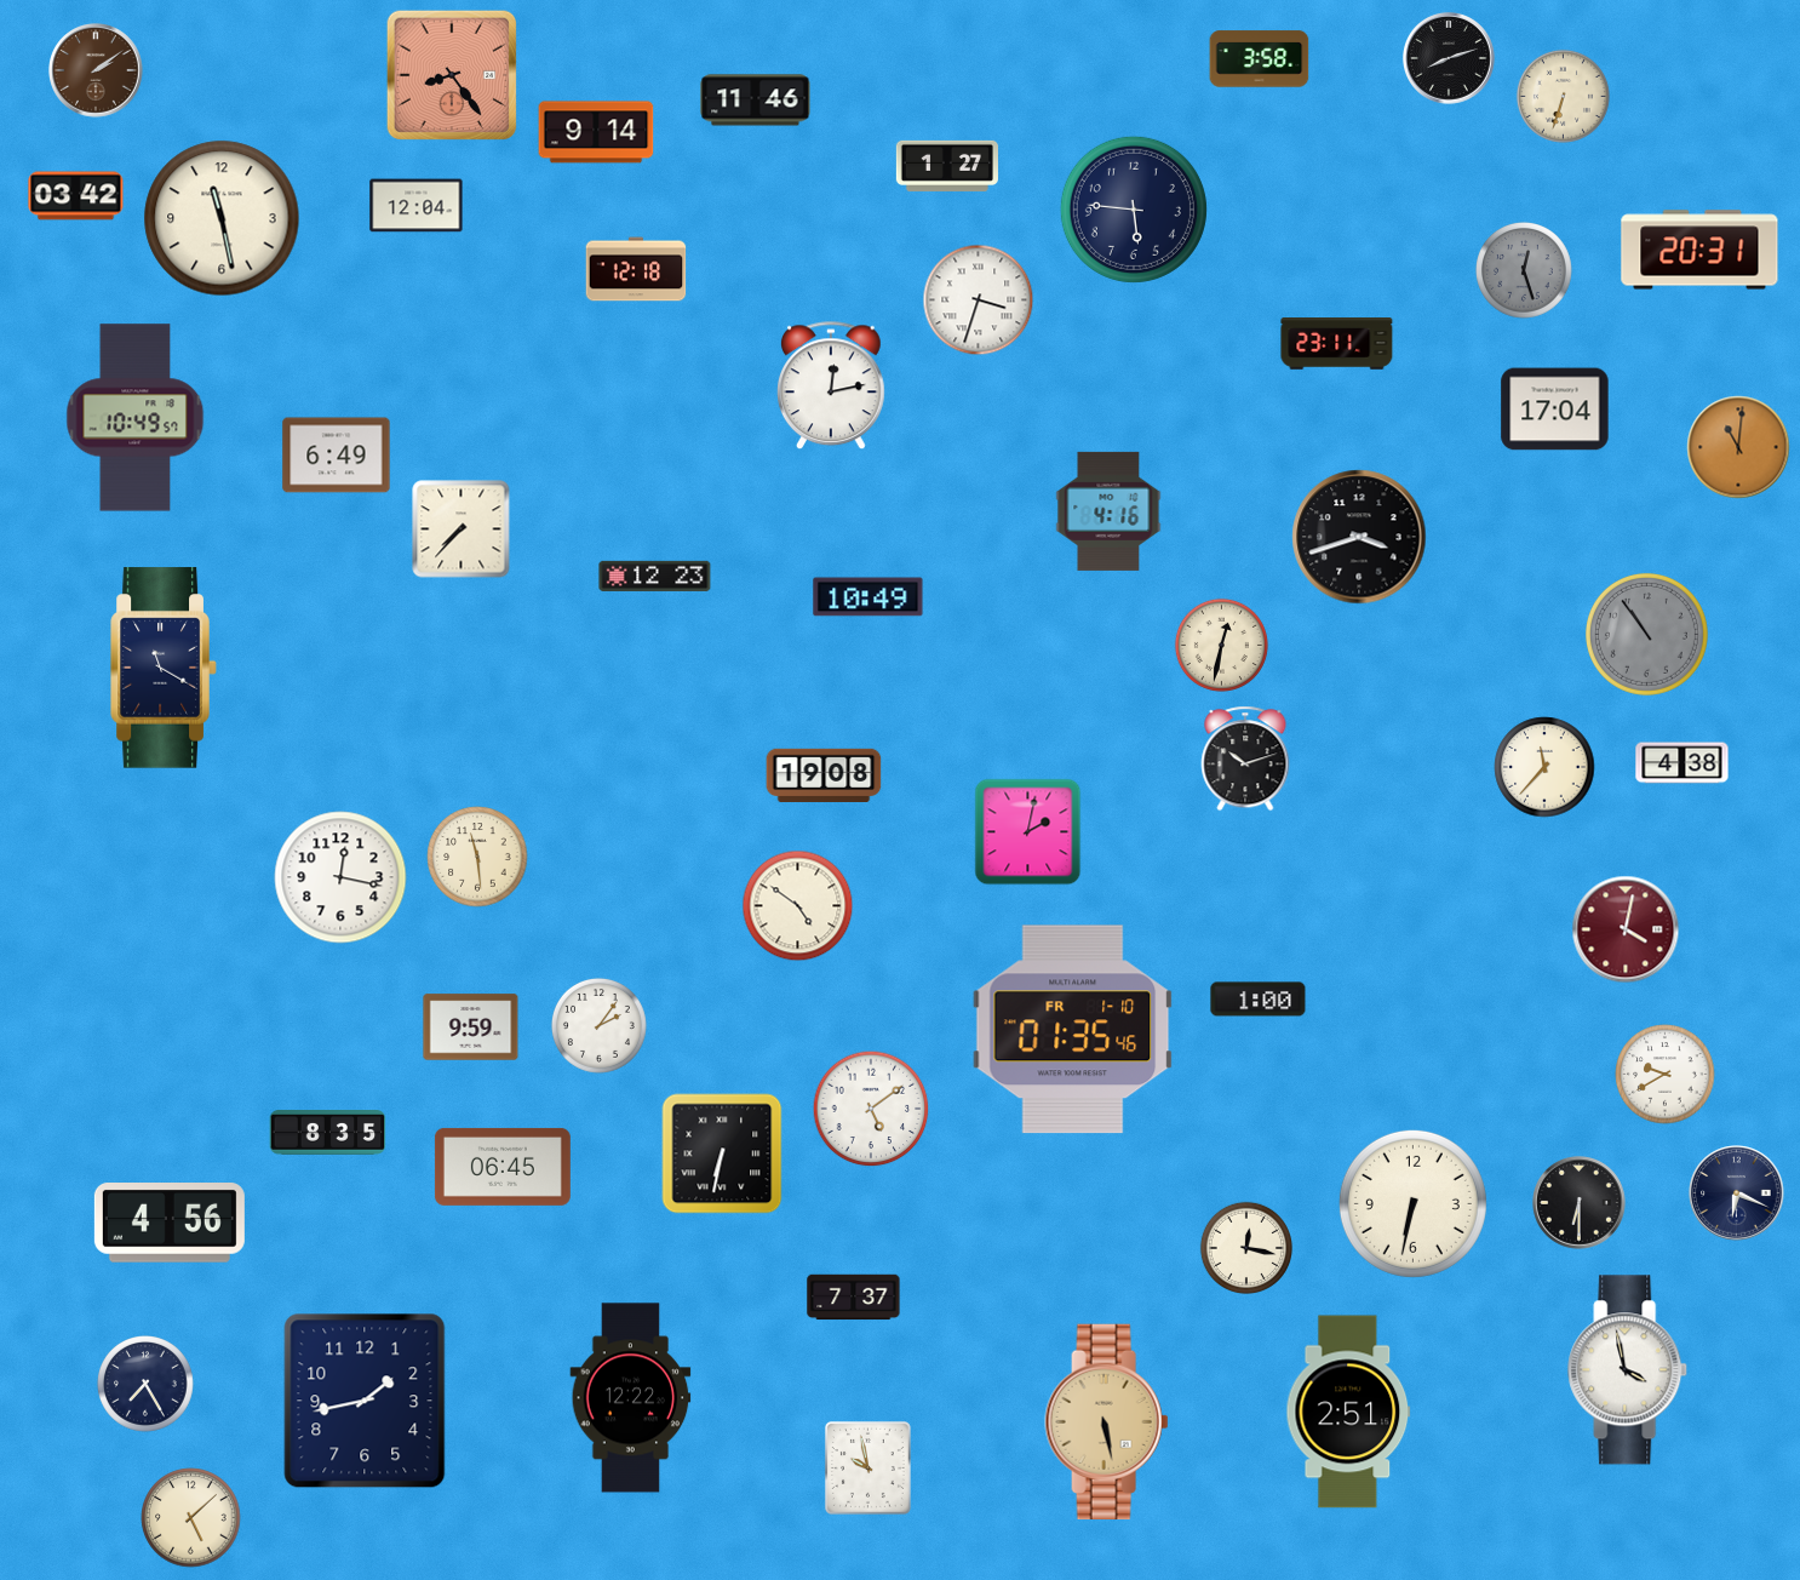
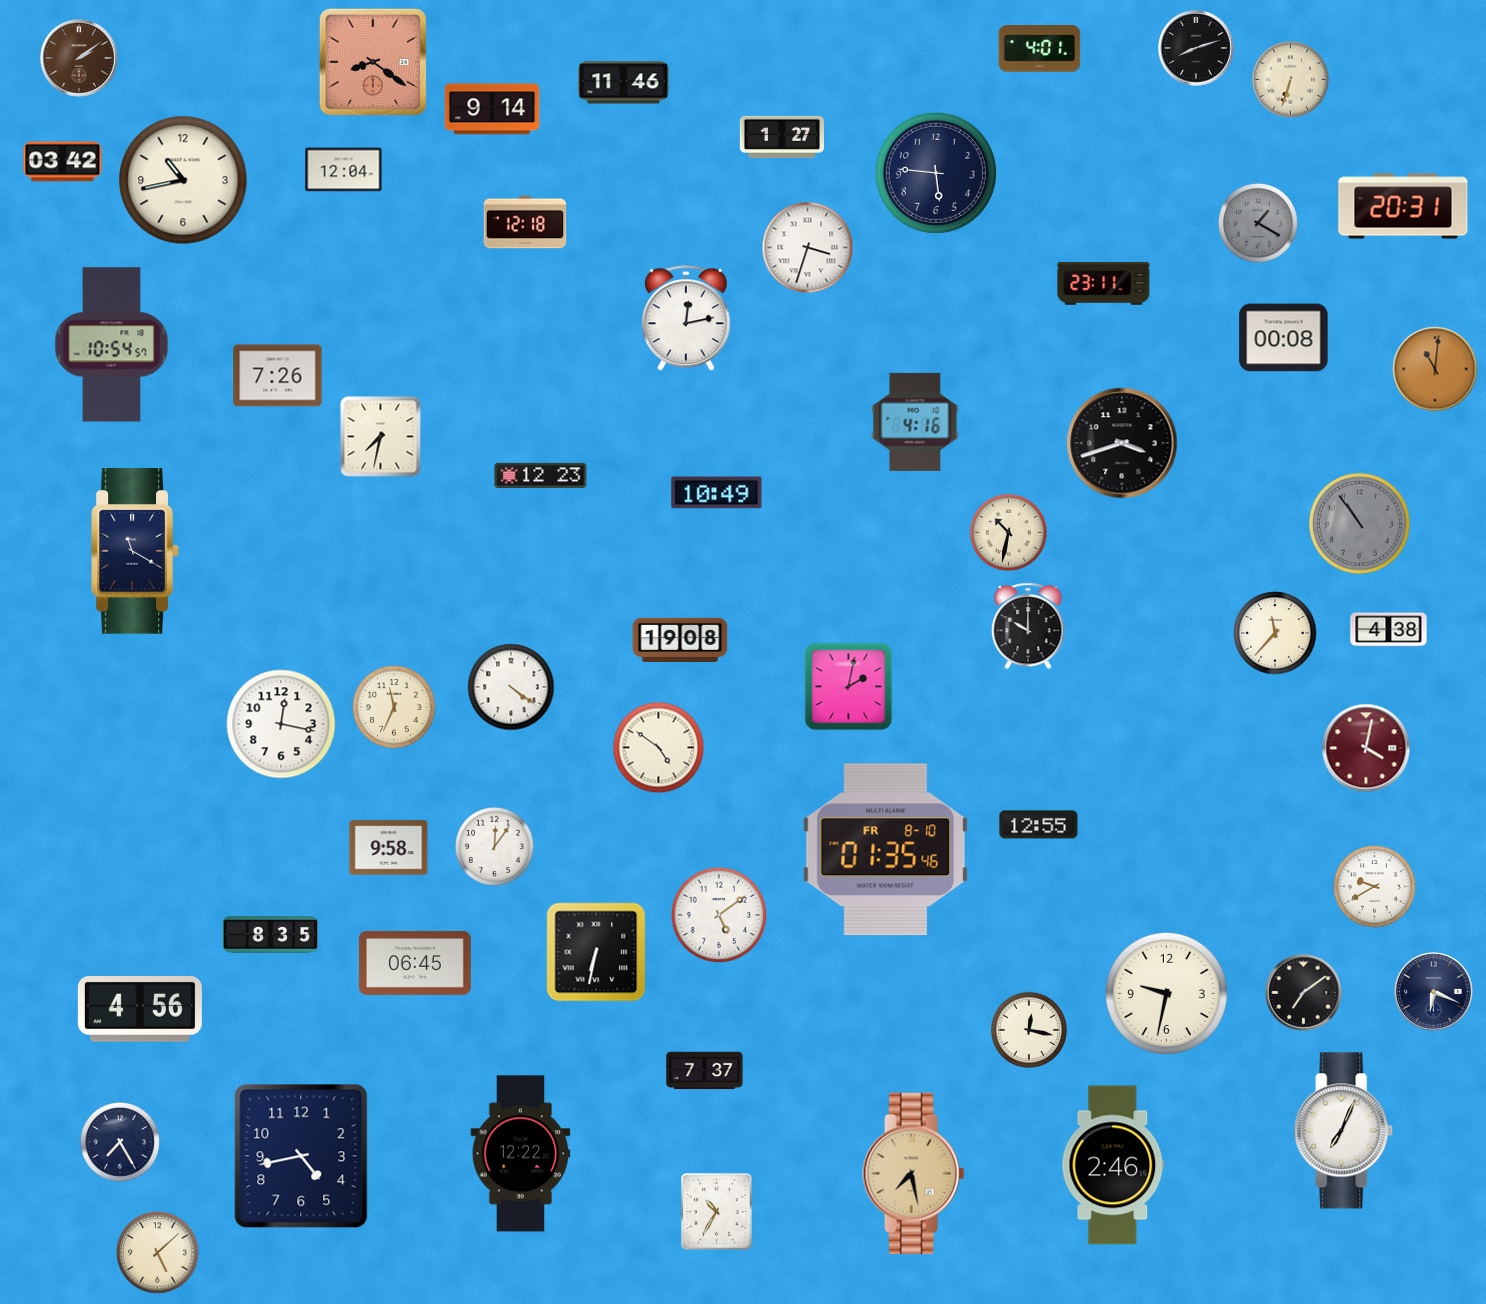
clock at (1260, 59): 3:58 -> 4:01
clock at (452, 75): 8:24 -> 8:21
clock at (222, 218): 11:28 -> 10:43
clock at (1525, 271): 12:27 -> 1:20
clock at (1555, 410): 17:04 -> 00:08
clock at (136, 418): 10:49 -> 10:54
clock at (337, 456): 6:49 -> 7:26
clock at (462, 529): 7:37 -> 7:32
clock at (1221, 645): 12:32 -> 10:32
clock at (1245, 758): 10:12 -> 10:00
clock at (511, 687): none -> 4:21
clock at (477, 857): 11:29 -> 11:34
clock at (1626, 929) position: (1626, 929) -> (1366, 748)
clock at (1259, 1000): 1:00 -> 12:55
clock at (598, 1025): 2:06 -> 12:06
clock at (471, 1027): 9:59 -> 9:58
clock at (1073, 1030) date: FR 1-10 -> FR 8-10
clock at (1737, 1193) position: (1737, 1193) -> (1434, 992)
clock at (1412, 1203): 6:32 -> 9:32
clock at (1580, 1203): 6:30 -> 7:09
clock at (1628, 1370): 3:58 -> 7:04
clock at (365, 1401): 1:43 -> 4:43
clock at (1348, 1412): 2:51 -> 2:46
clock at (1107, 1421): 5:28 -> 7:28
clock at (867, 1467): 9:58 -> 10:35
